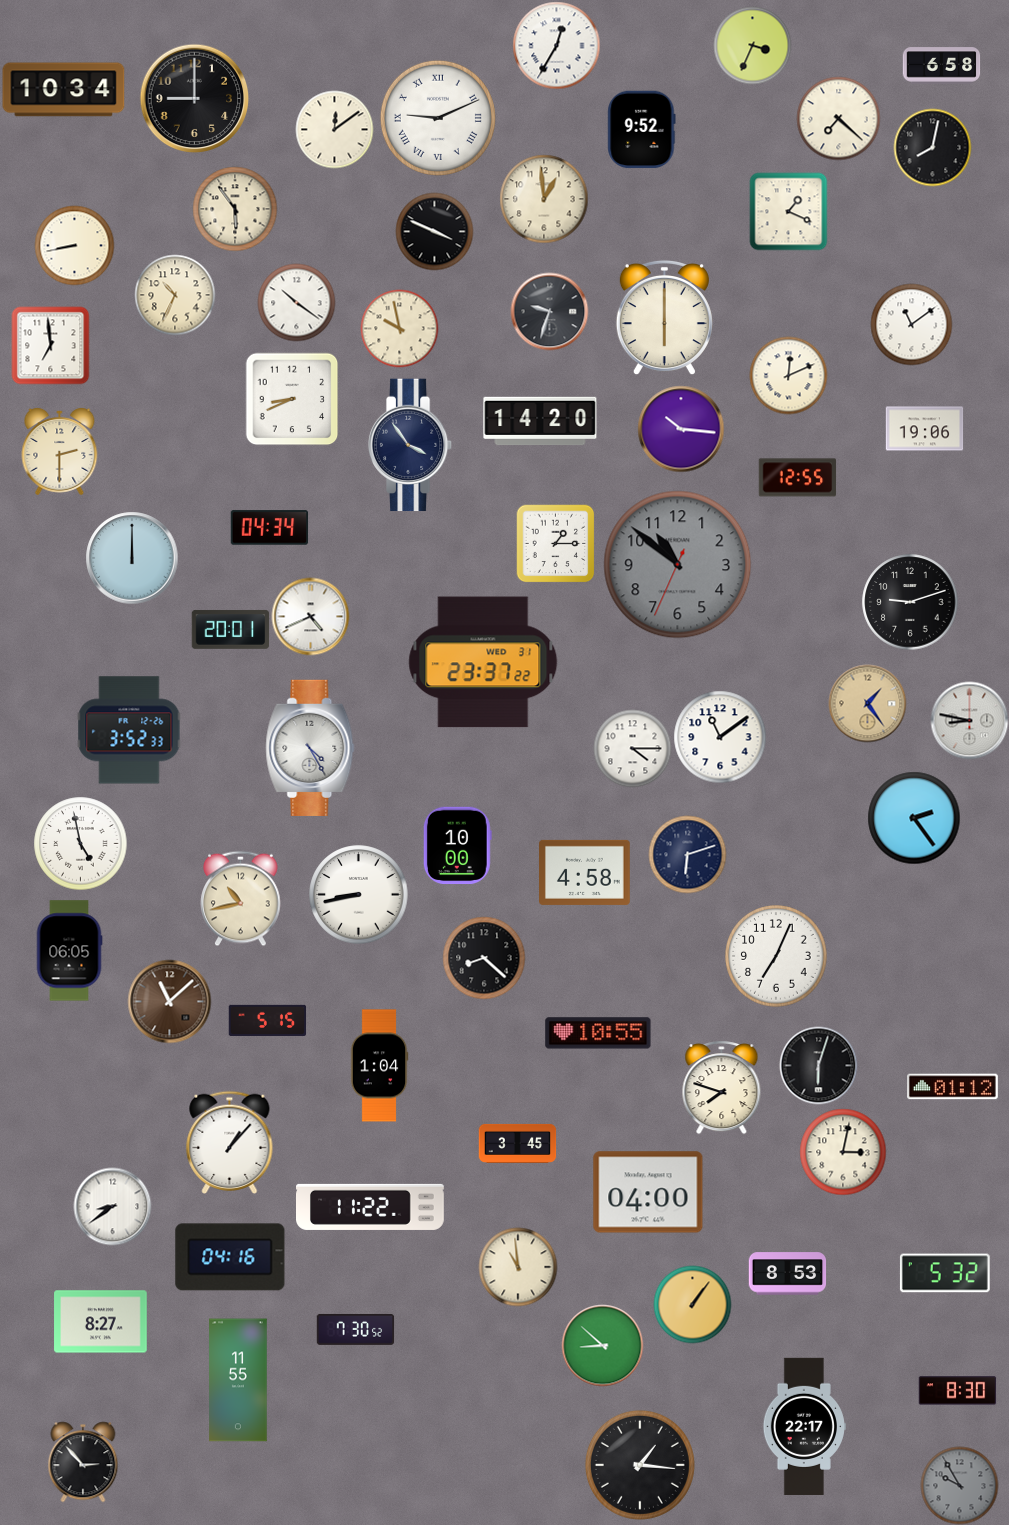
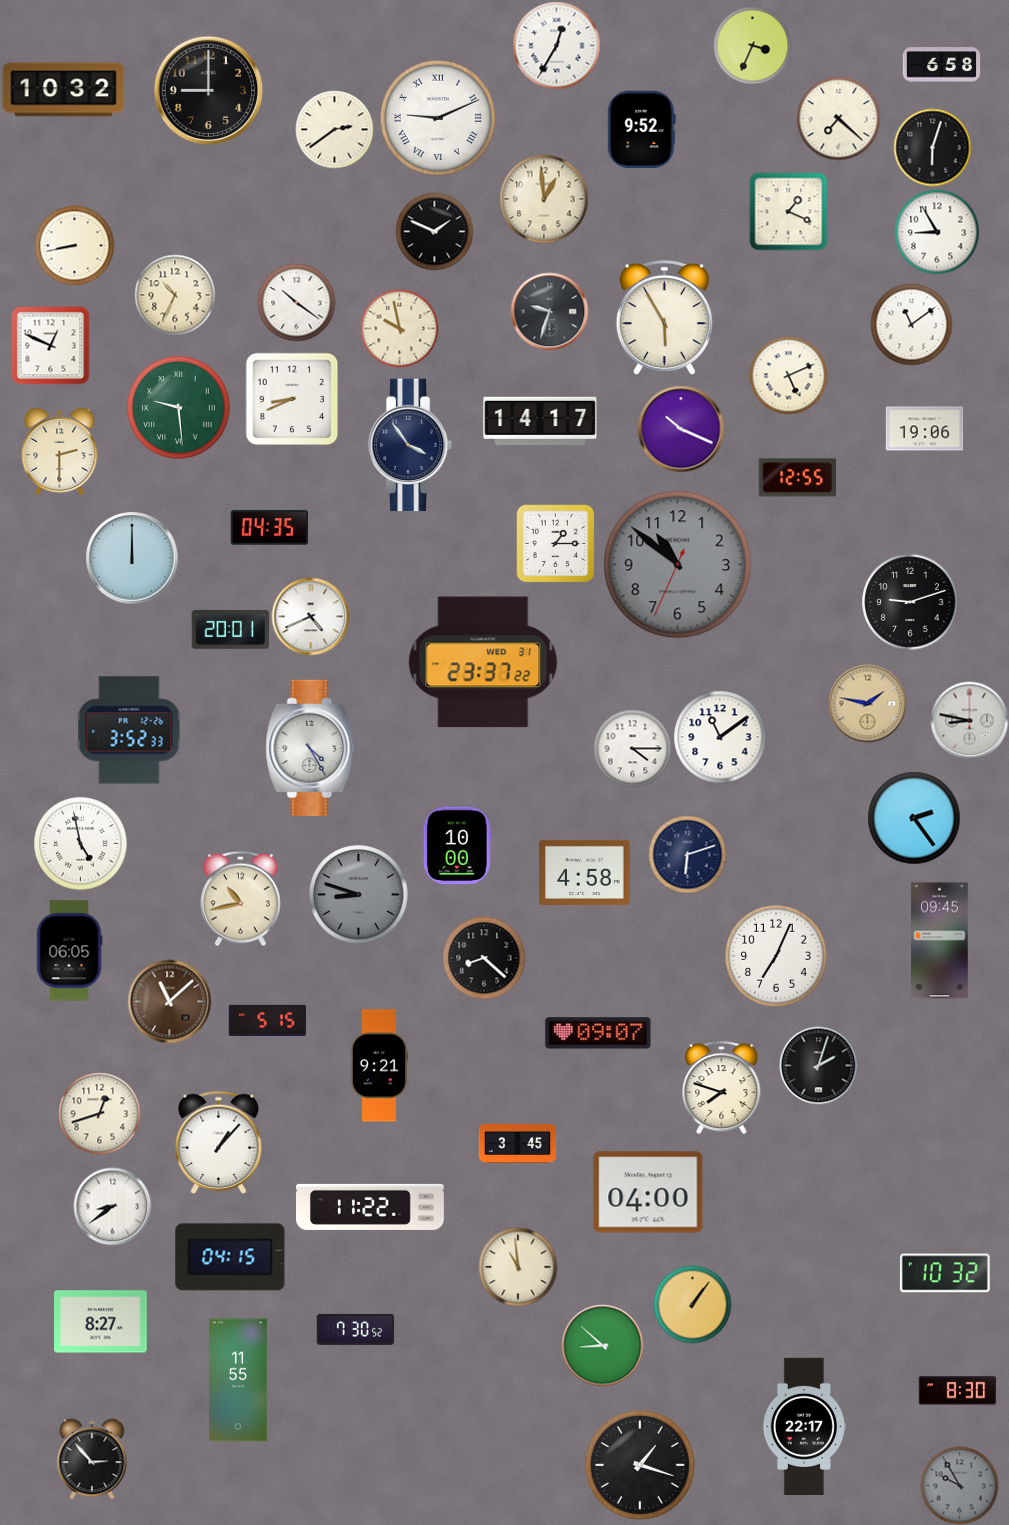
clock at (64, 90): 10:34 -> 10:32
clock at (194, 98) position: (194, 98) -> (208, 90)
clock at (334, 129): 12:09 -> 2:39
clock at (932, 147): 8:02 -> 6:03
clock at (235, 209): 5:54 -> none
clock at (434, 231): 3:49 -> 1:49
clock at (937, 232): none -> 8:55
clock at (664, 317): 6:00 -> 5:55
clock at (50, 345): 6:59 -> 12:49
clock at (788, 375): 12:11 -> 5:11
clock at (179, 408): none -> 9:29
clock at (540, 421): 14:20 -> 14:17
clock at (681, 429): 10:16 -> 10:19
clock at (269, 528): 04:34 -> 04:35
clock at (867, 703): 1:24 -> 1:47
clock at (359, 895): 8:43 -> 8:48
clock at (359, 895) dial: white -> grey
clock at (940, 941): none -> 09:45
clock at (598, 1033): 10:55 -> 09:07
clock at (818, 1065): 6:03 -> 2:03
clock at (379, 1066): 1:04 -> 9:21
clock at (953, 1087): 01:12 -> none
clock at (99, 1113): none -> 12:42
clock at (230, 1142) position: (230, 1142) -> (219, 1142)
clock at (843, 1152): 3:02 -> none
clock at (230, 1257): 04:16 -> 04:15
clock at (945, 1273): 5:32 -> 10:32
clock at (787, 1274): 8:53 -> none
clock at (83, 1462) position: (83, 1462) -> (92, 1459)
clock at (640, 1465): 1:16 -> 1:18
